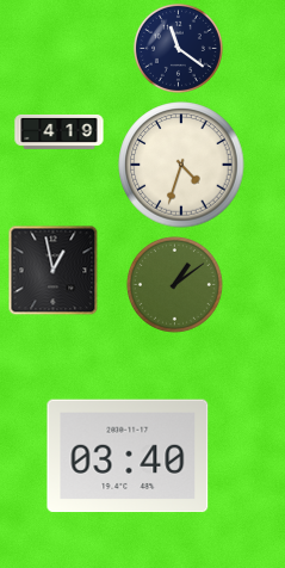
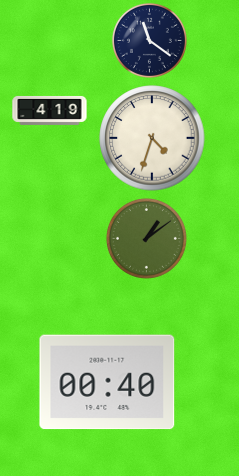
clock at (54, 271): 12:58 -> none
clock at (128, 456): 03:40 -> 00:40
